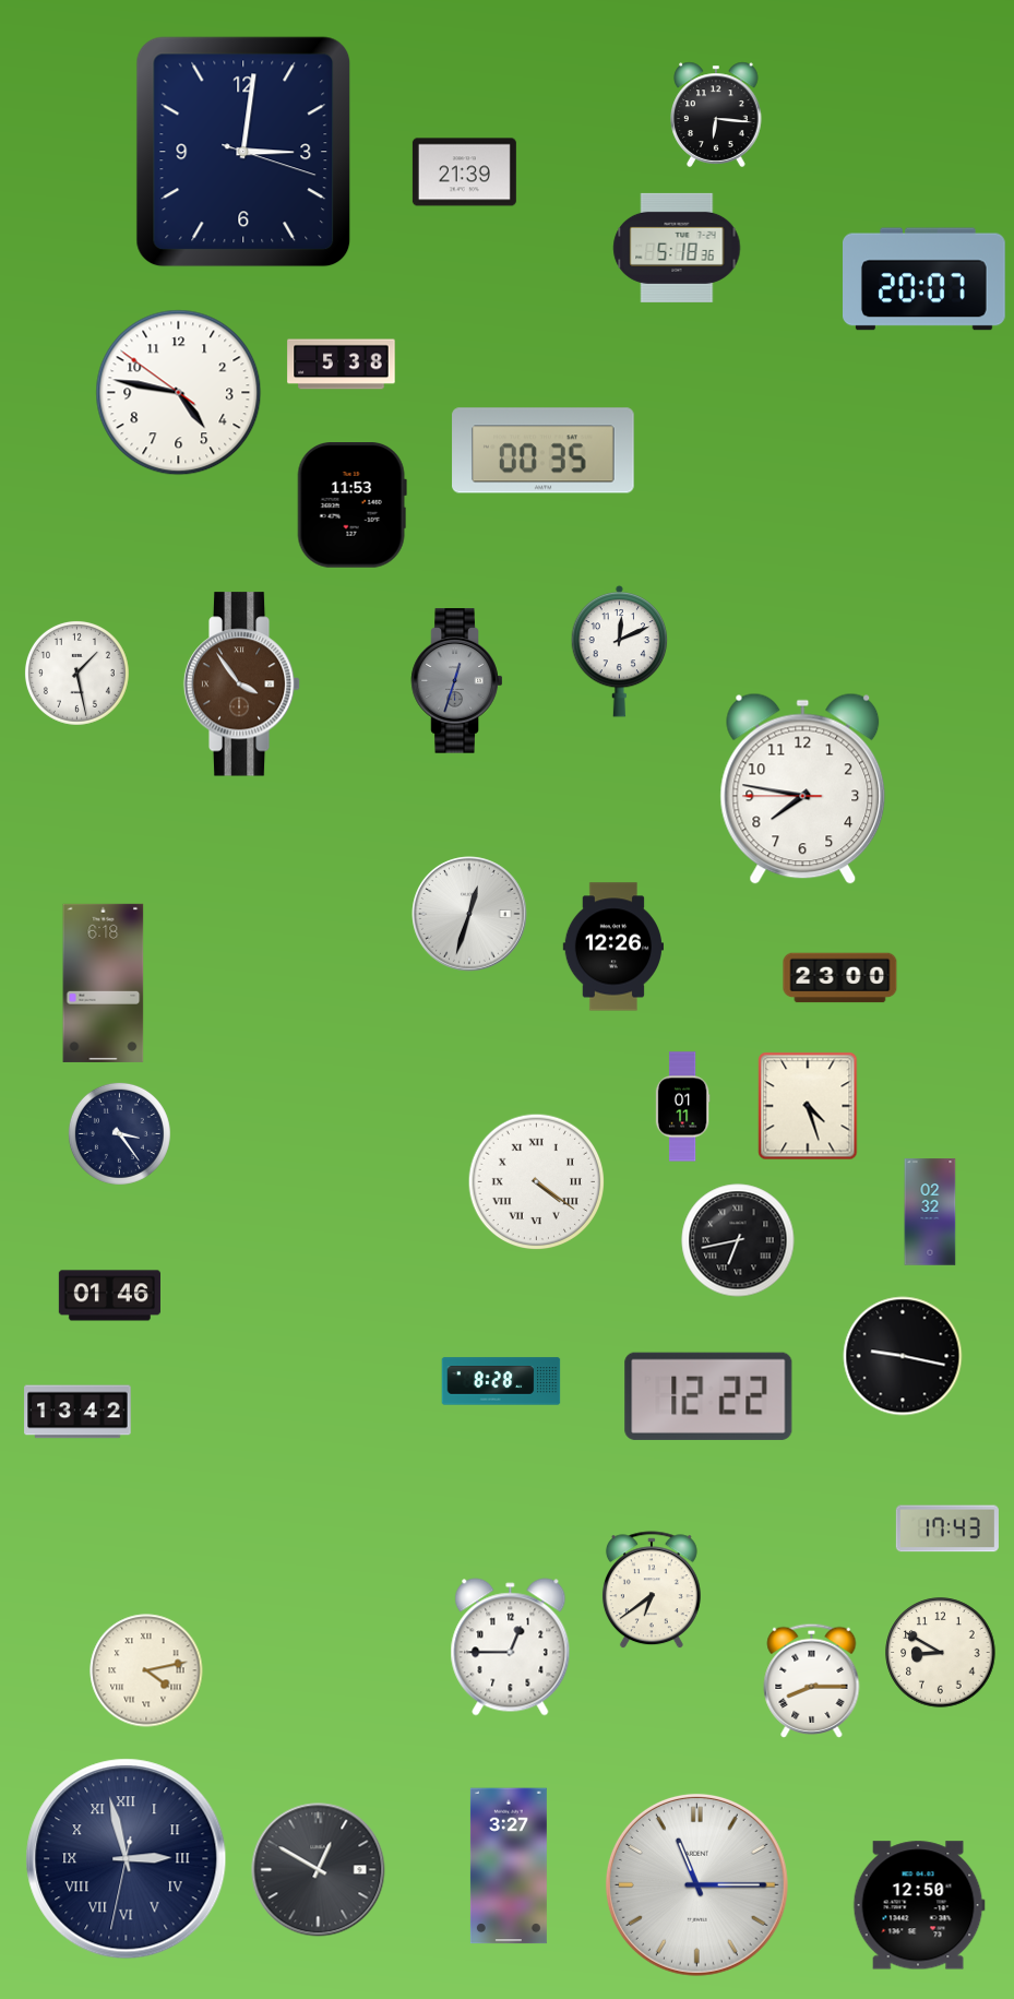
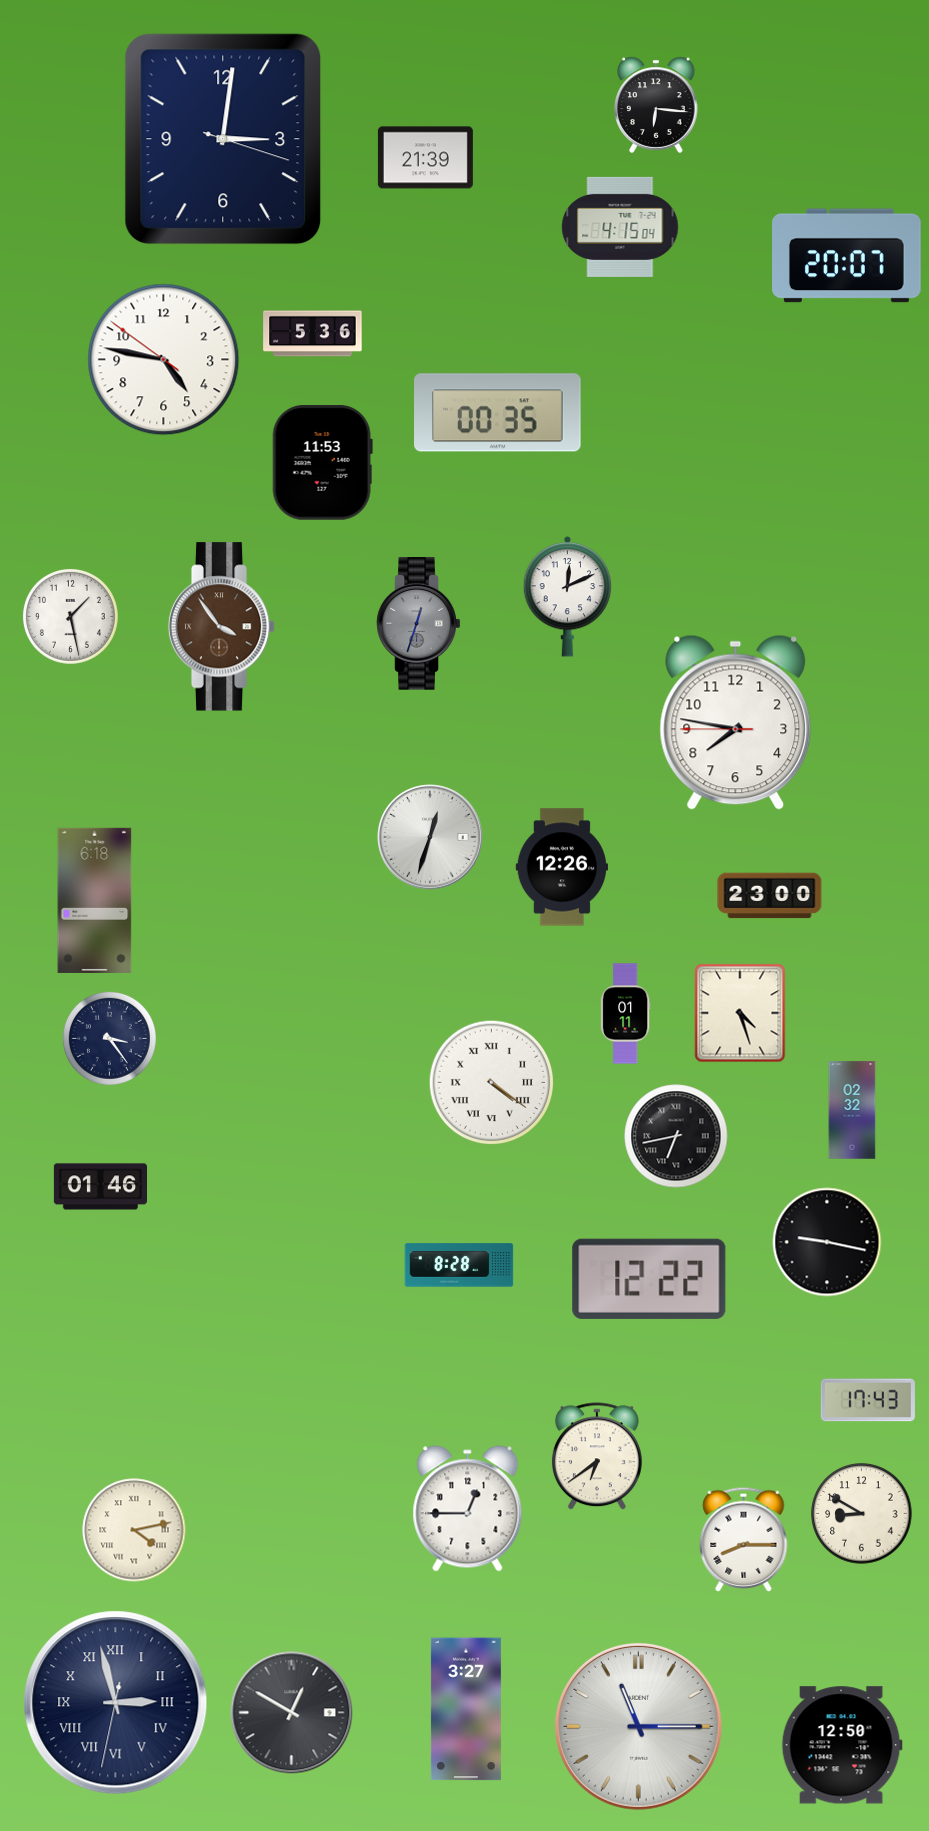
clock at (677, 248): 5:18 -> 4:15
clock at (342, 365): 5:38 -> 5:36
clock at (77, 1412): 13:42 -> none
